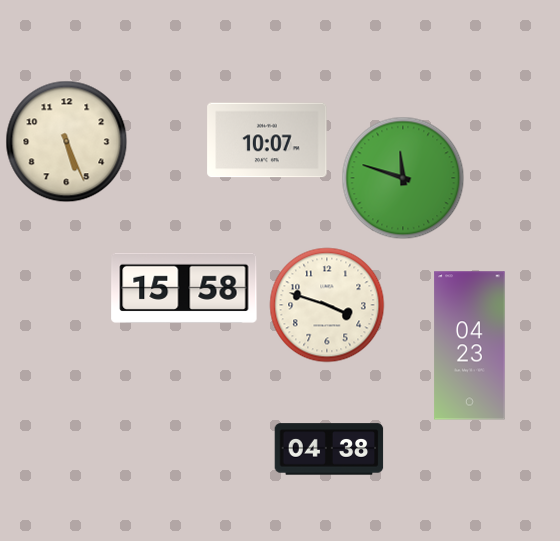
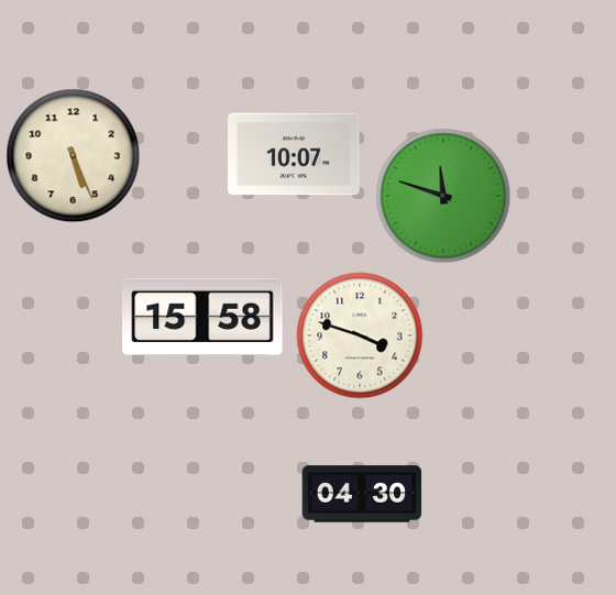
clock at (470, 346): 04:23 -> none
clock at (329, 449): 04:38 -> 04:30
